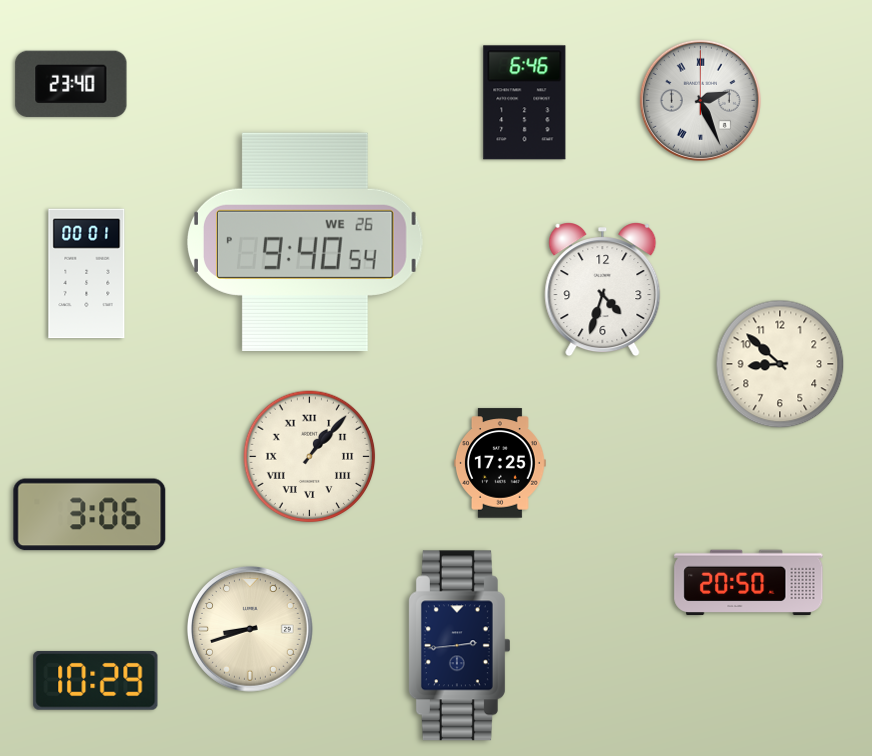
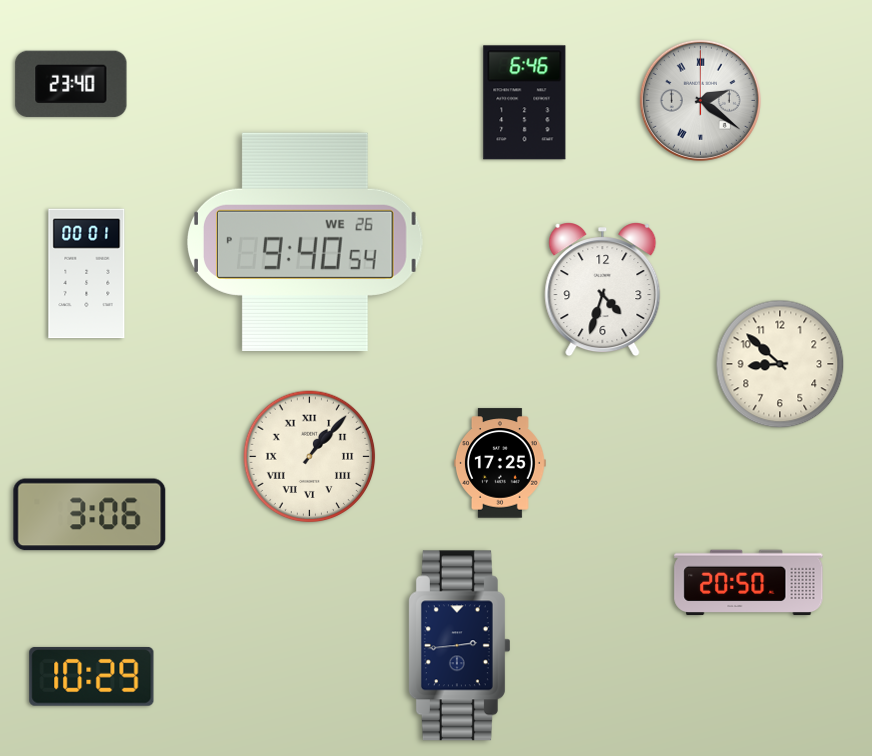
clock at (700, 100): 2:26 -> 2:21
clock at (250, 629): 8:42 -> none
clock at (96, 680) position: (96, 680) -> (92, 676)
